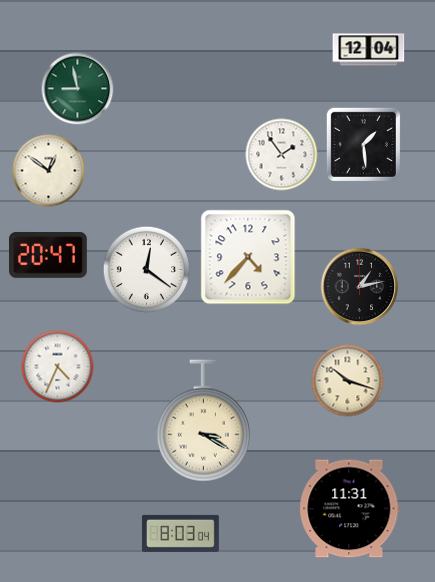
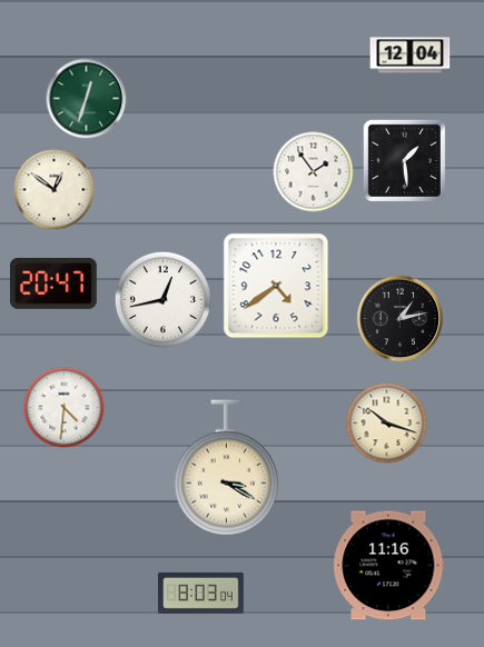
clock at (78, 89): 8:58 -> 12:33
clock at (248, 257): 4:37 -> 4:39
clock at (146, 269): 12:21 -> 12:43
clock at (58, 367): 4:34 -> 4:31
clock at (350, 509): 11:31 -> 11:16
